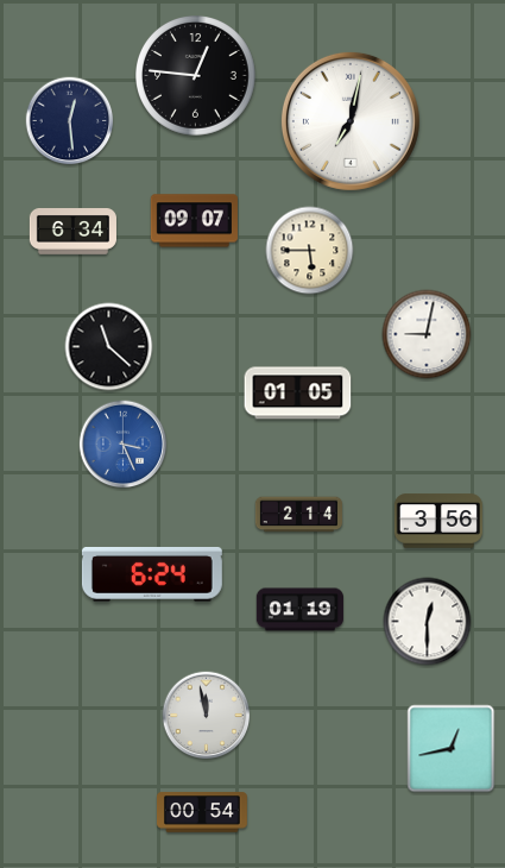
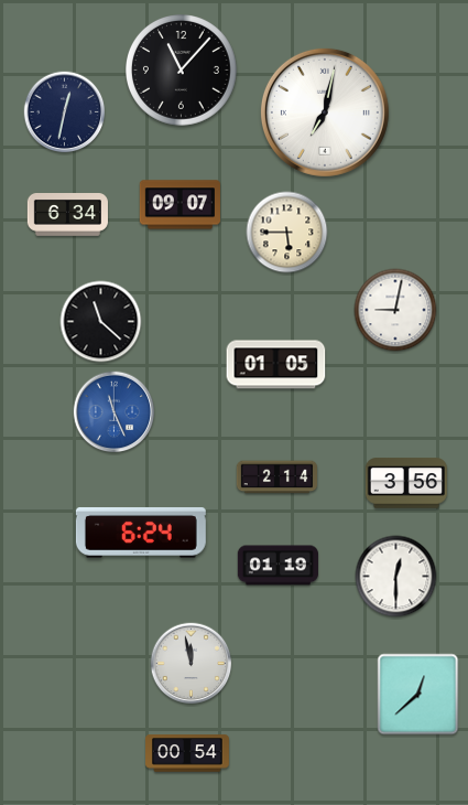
clock at (196, 76): 12:46 -> 11:07
clock at (70, 121): 12:29 -> 12:32
clock at (124, 445): 3:26 -> 11:26
clock at (452, 749): 12:43 -> 12:38
